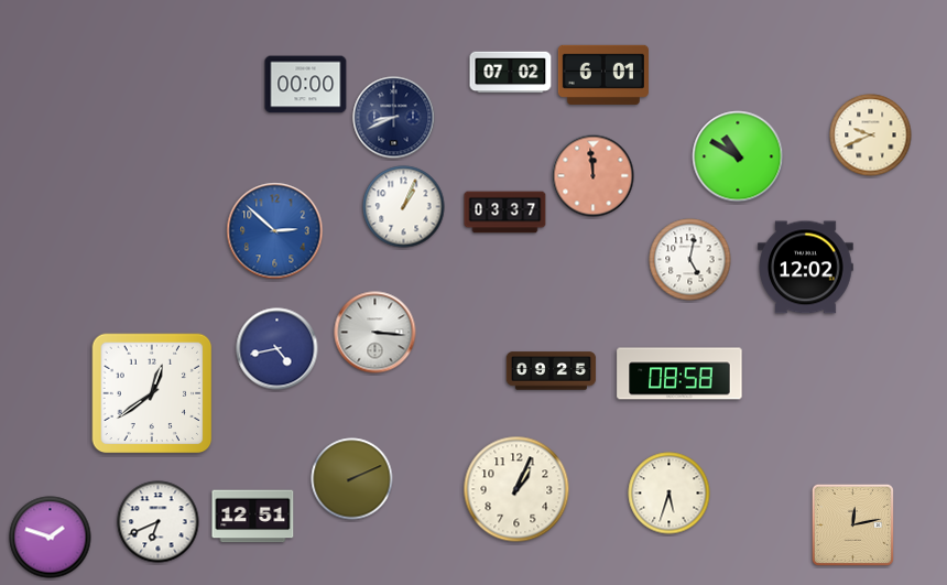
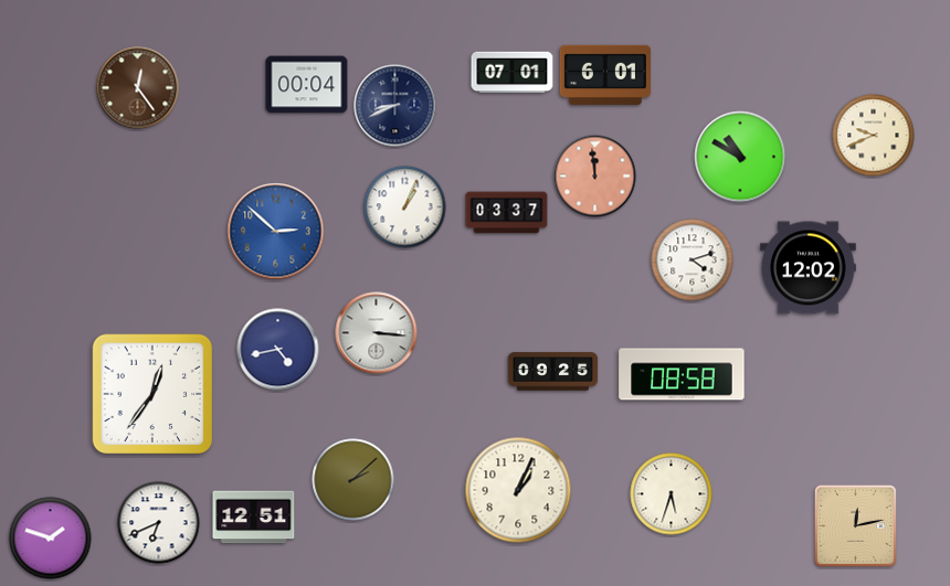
clock at (511, 73): 07:02 -> 07:01
clock at (306, 85): 00:00 -> 00:04
clock at (138, 88): none -> 12:24
clock at (394, 118) position: (394, 118) -> (395, 106)
clock at (690, 260): 5:02 -> 4:12
clock at (152, 393): 12:39 -> 12:36
clock at (352, 479): 2:11 -> 2:08
